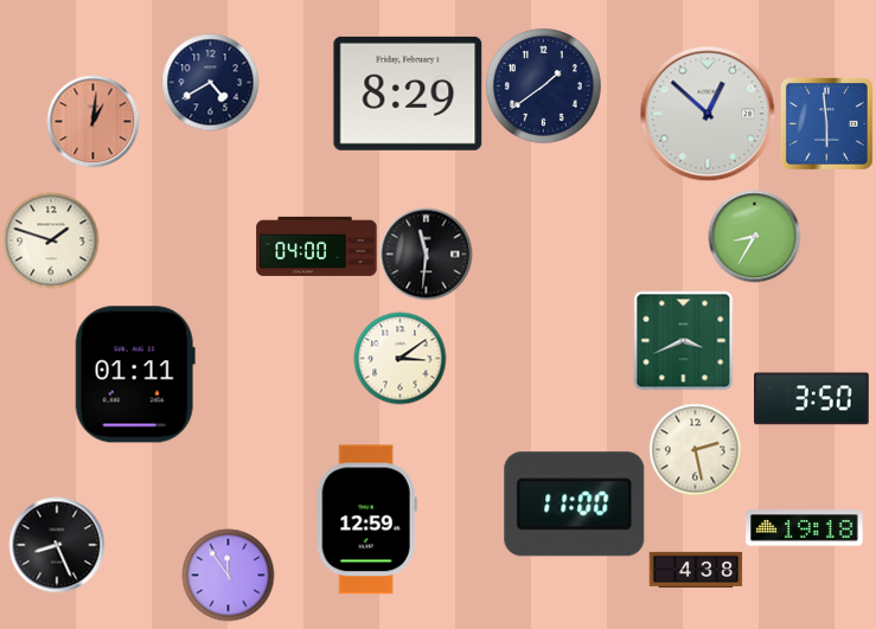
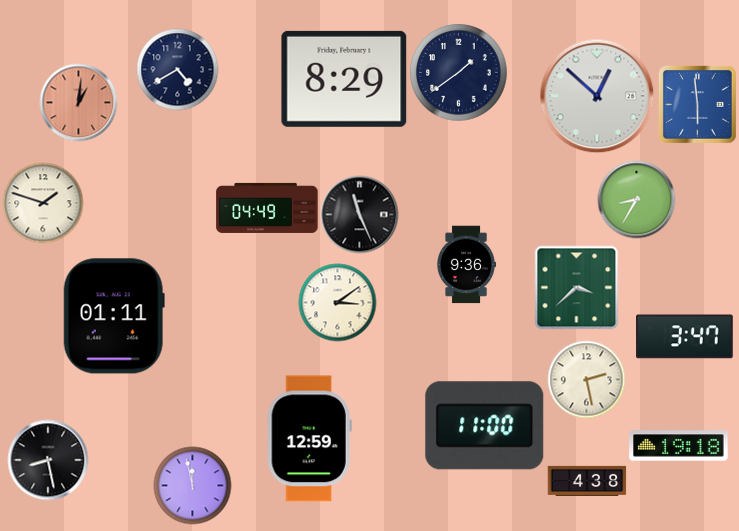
clock at (316, 246): 04:00 -> 04:49
clock at (426, 253): 11:31 -> 11:26
clock at (466, 264): none -> 9:36
clock at (683, 340): 3:41 -> 3:38
clock at (812, 399): 3:50 -> 3:47
clock at (57, 545): 8:26 -> 8:28
clock at (228, 575): 11:54 -> 11:58
